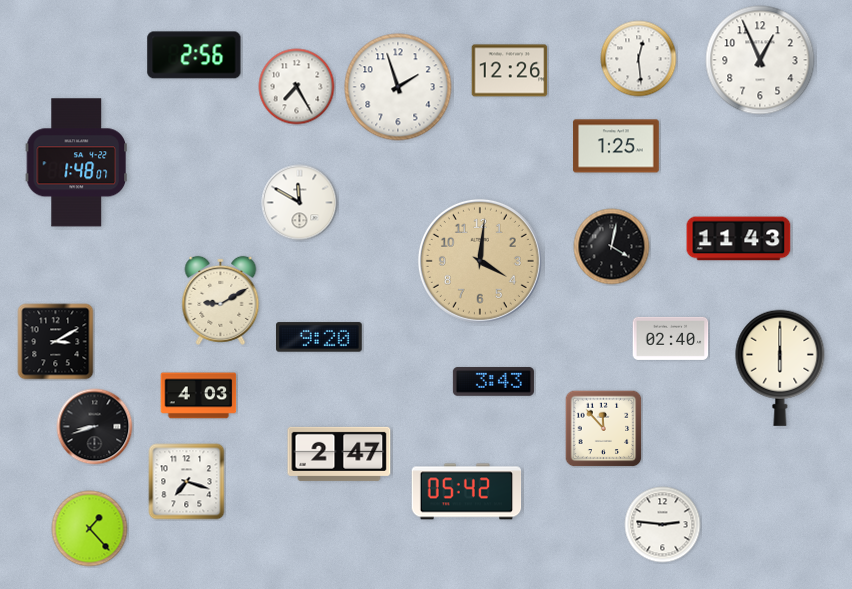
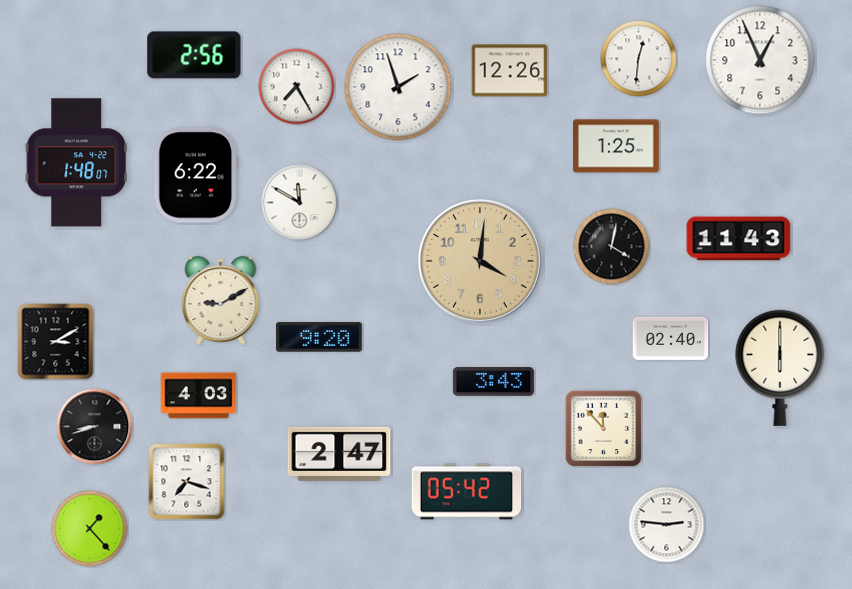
clock at (639, 59): 12:29 -> 12:31
clock at (195, 175): none -> 6:22
clock at (663, 525) position: (663, 525) -> (667, 525)
